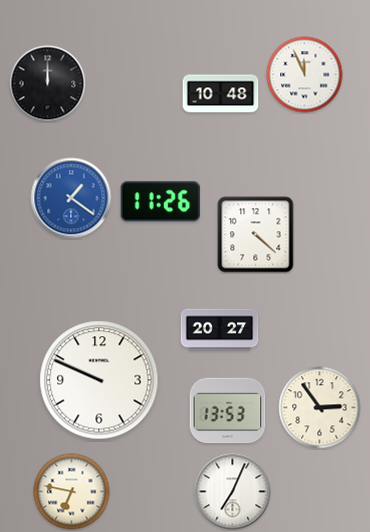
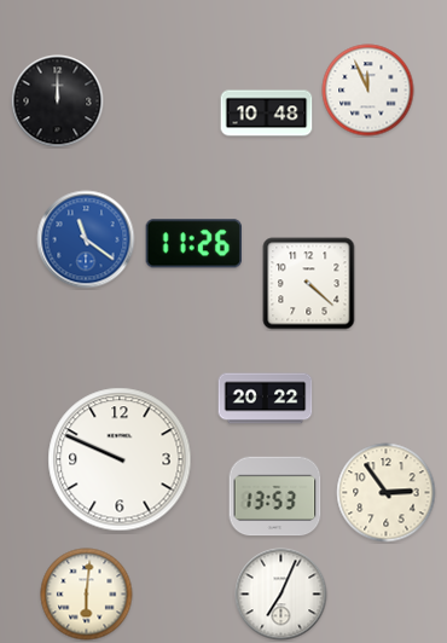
clock at (71, 198): 1:21 -> 11:21
clock at (220, 330): 20:27 -> 20:22
clock at (72, 492): 6:47 -> 6:01
